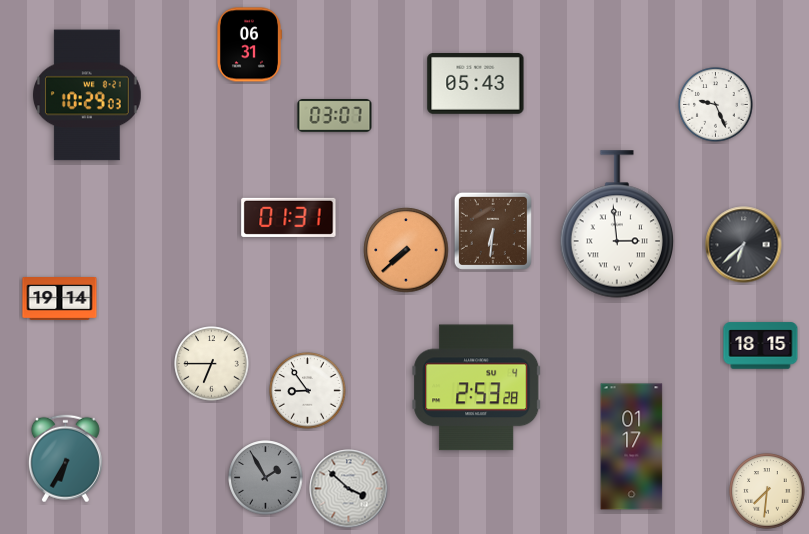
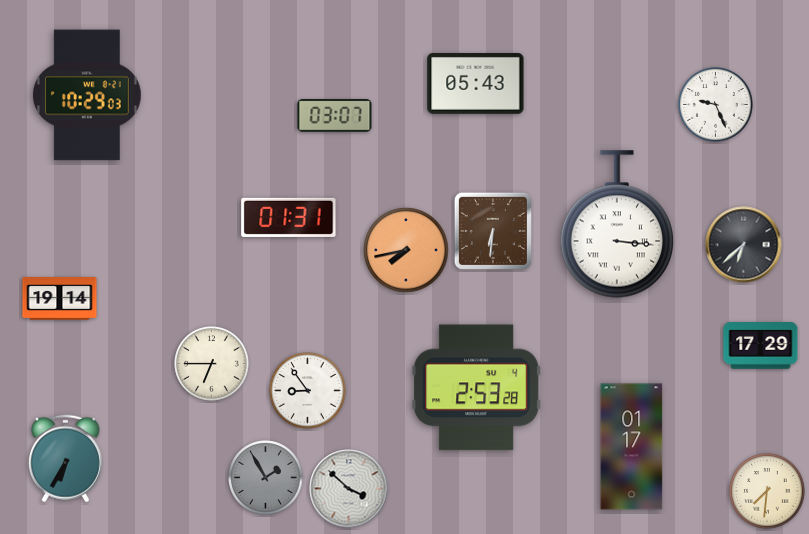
clock at (249, 45): 06:31 -> none
clock at (616, 224): 2:59 -> 3:16
clock at (406, 250): 7:38 -> 7:43
clock at (761, 346): 18:15 -> 17:29
